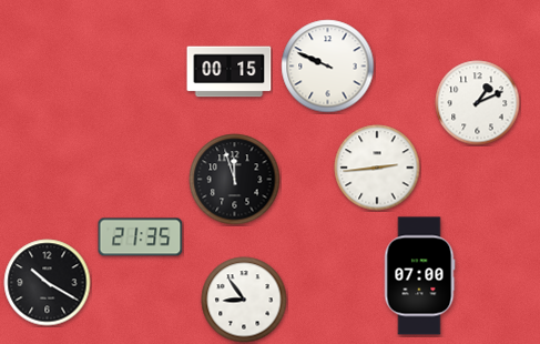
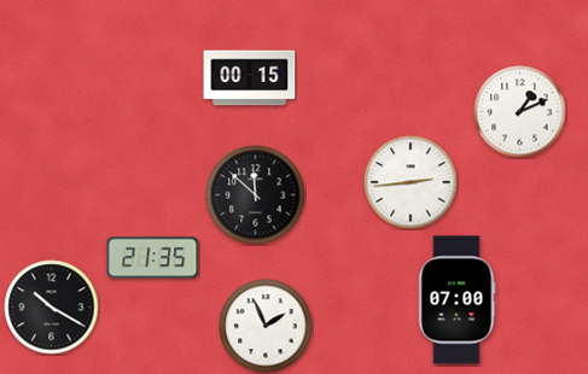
clock at (328, 67): 9:49 -> none
clock at (235, 180): 11:57 -> 11:52
clock at (244, 300): 8:54 -> 1:56
